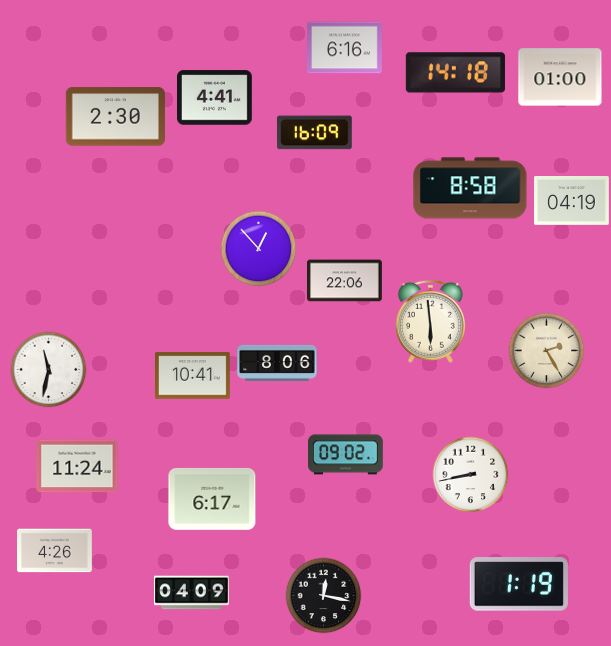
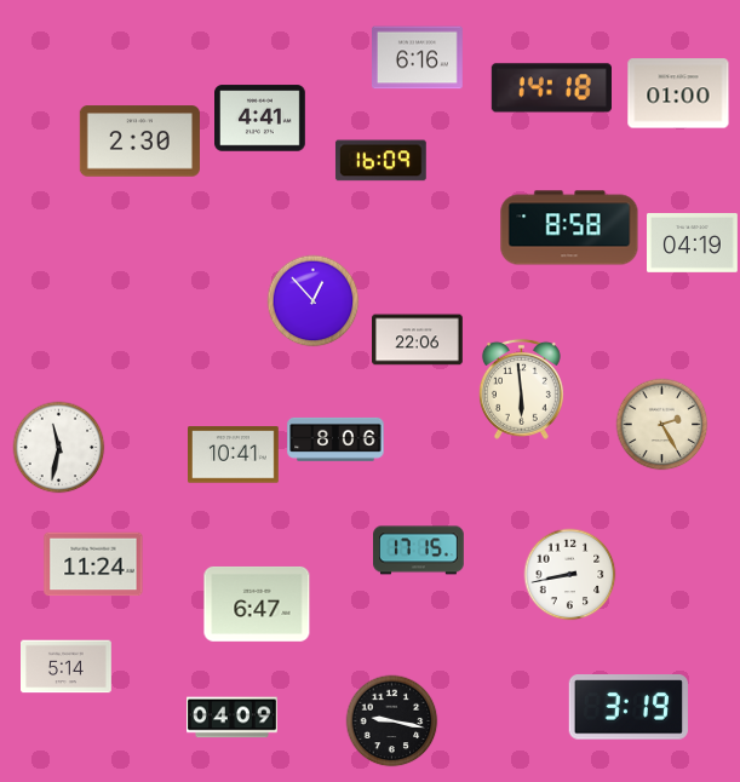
clock at (346, 455): 09:02 -> 17:15
clock at (212, 499): 6:17 -> 6:47
clock at (55, 551): 4:26 -> 5:14
clock at (519, 584): 1:19 -> 3:19
clock at (324, 596): 12:17 -> 9:17
